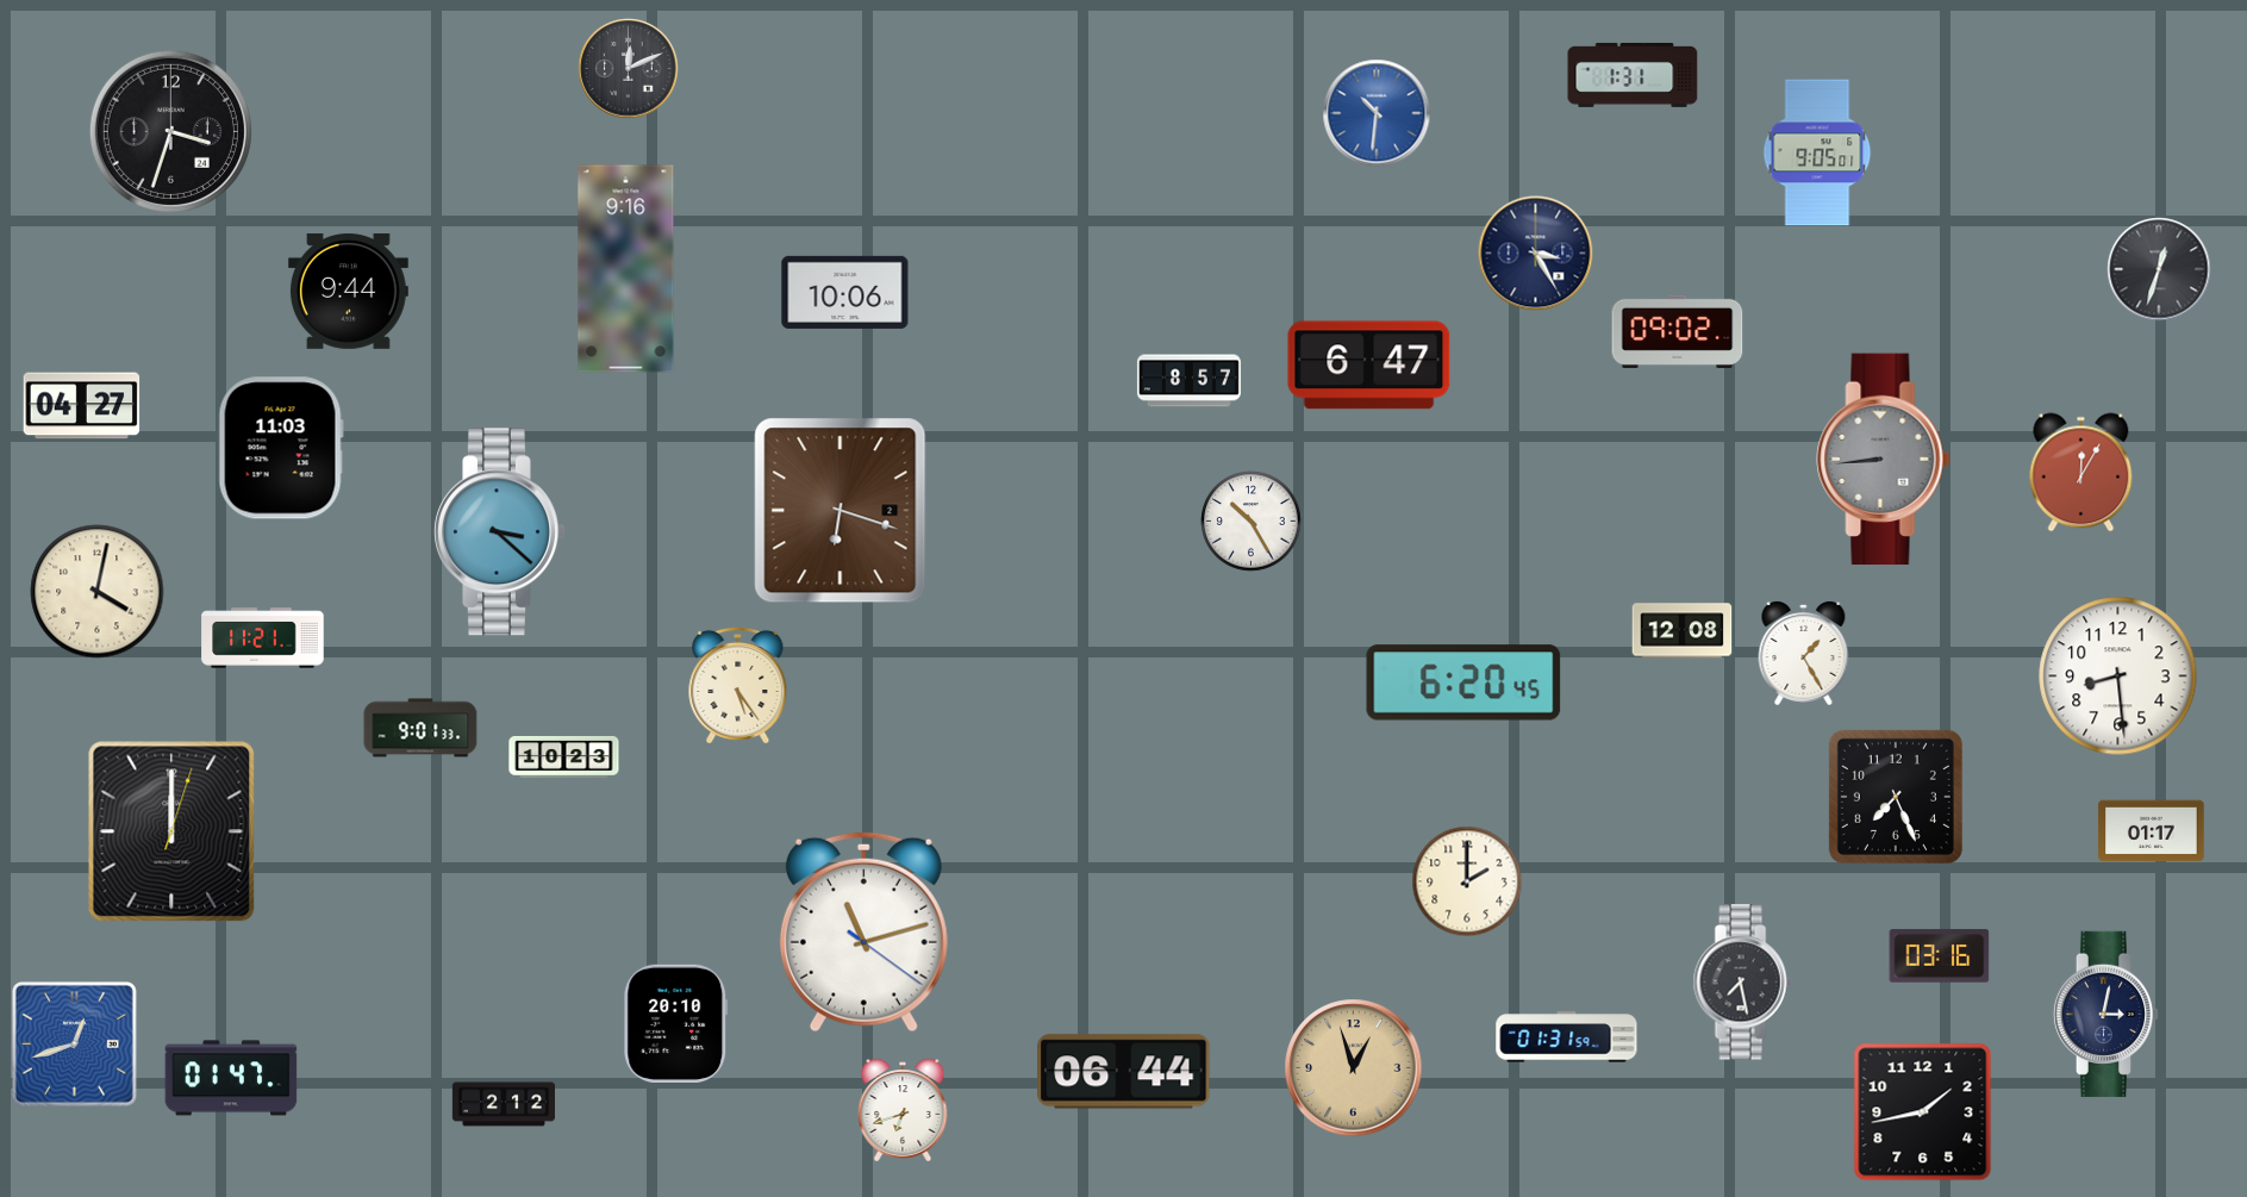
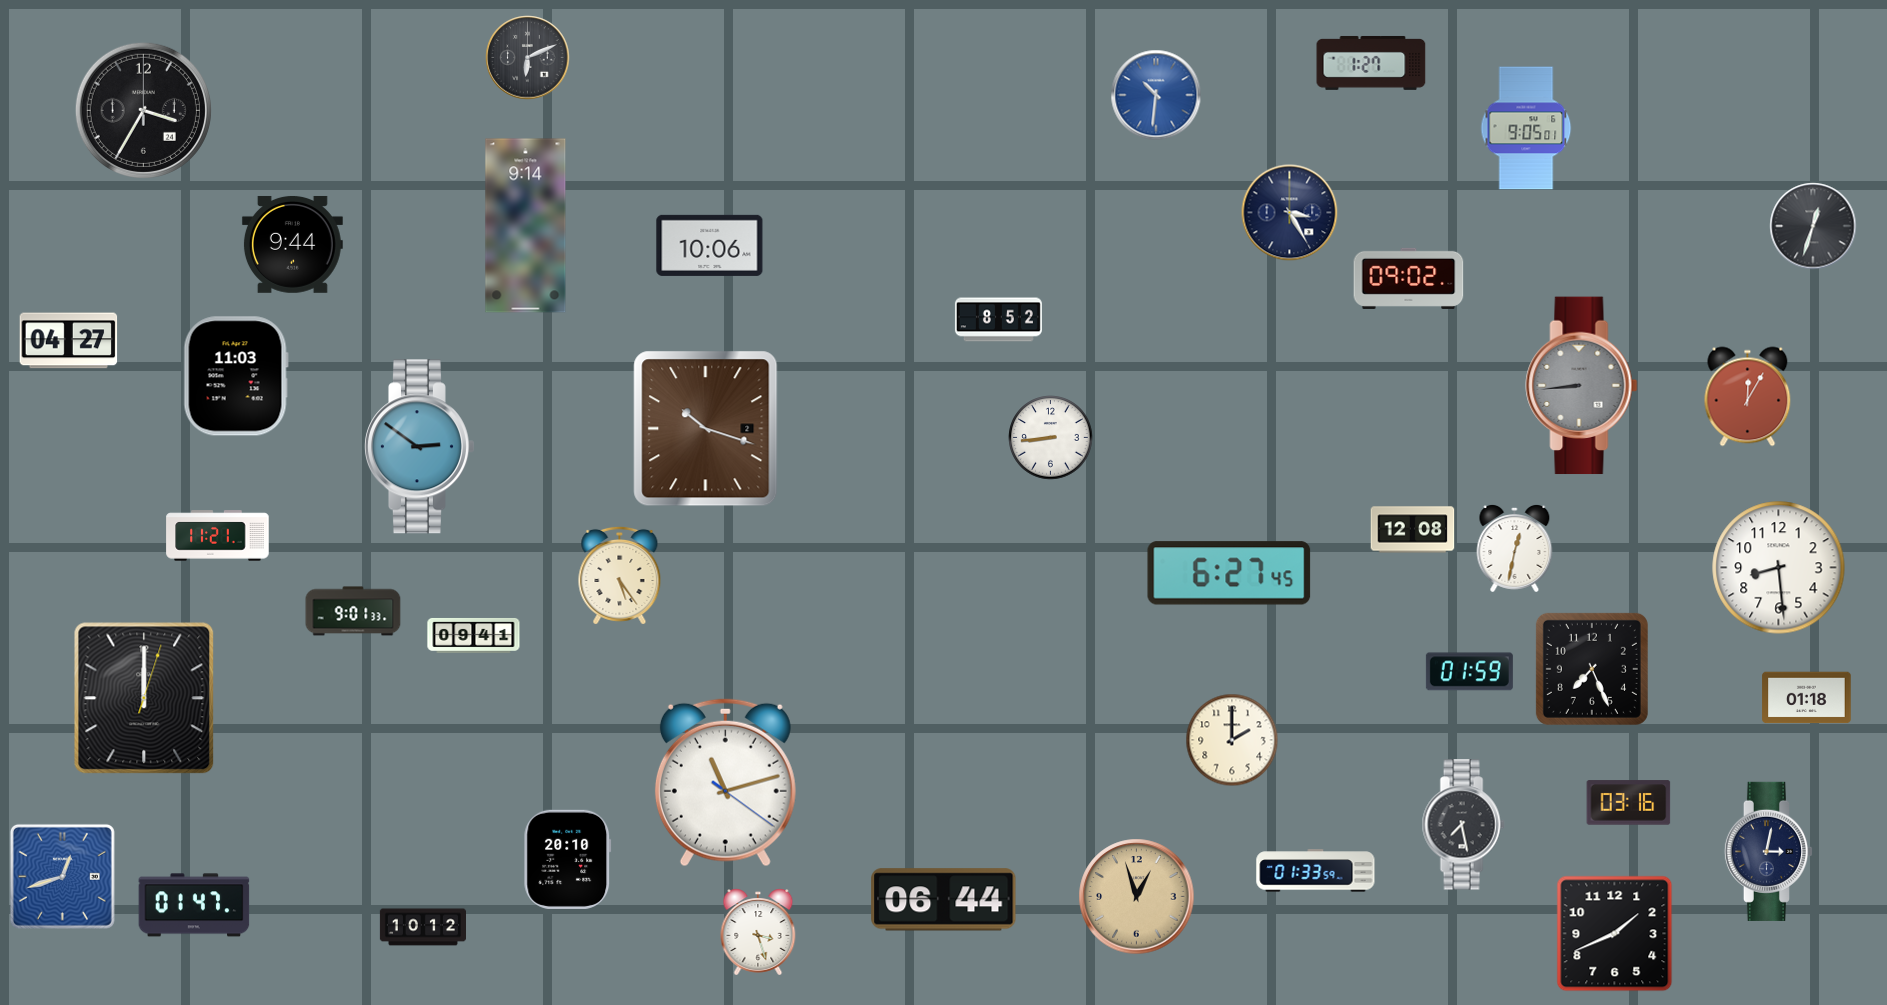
clock at (629, 69): 12:11 -> 6:11
clock at (1633, 75): 1:31 -> 1:27
clock at (170, 131): 3:33 -> 3:35
clock at (626, 269): 9:16 -> 9:14
clock at (1369, 366): 6:47 -> none
clock at (1188, 381): 8:57 -> 8:52
clock at (841, 511): 6:18 -> 10:18
clock at (1252, 522): 10:25 -> 8:44
clock at (499, 532): 3:22 -> 2:51
clock at (98, 592): 4:02 -> none
clock at (263, 638) position: (263, 638) -> (218, 536)
clock at (1804, 653): 1:25 -> 12:32
clock at (1463, 682): 6:20 -> 6:27
clock at (564, 756): 10:23 -> 09:41
clock at (1469, 672): none -> 01:59
clock at (2152, 831): 01:17 -> 01:18
clock at (1567, 1037): 01:31 -> 01:33
clock at (503, 1104): 2:12 -> 10:12
clock at (903, 1110): 6:42 -> 3:27
clock at (1923, 1112): 1:43 -> 1:41
